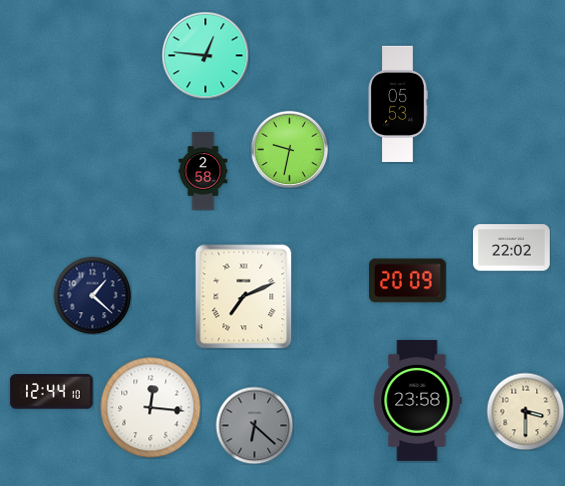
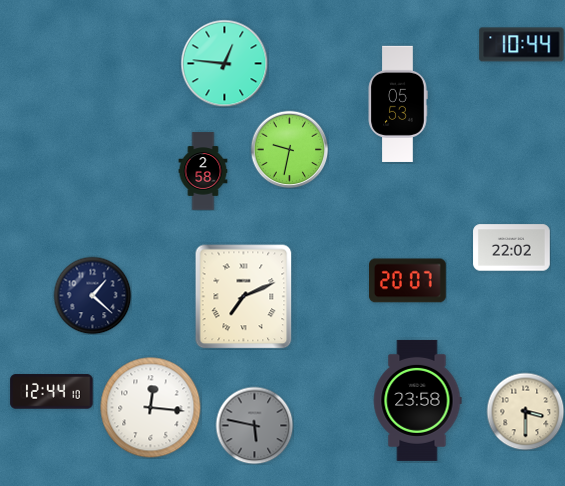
clock at (522, 45): none -> 10:44
clock at (205, 55) position: (205, 55) -> (224, 63)
clock at (408, 281): 20:09 -> 20:07
clock at (254, 425): 6:22 -> 5:47
